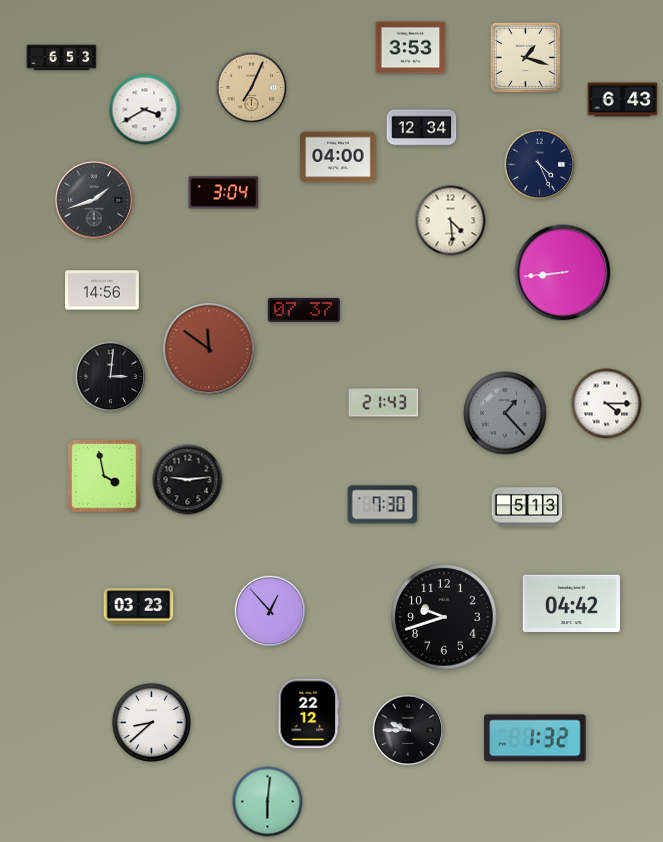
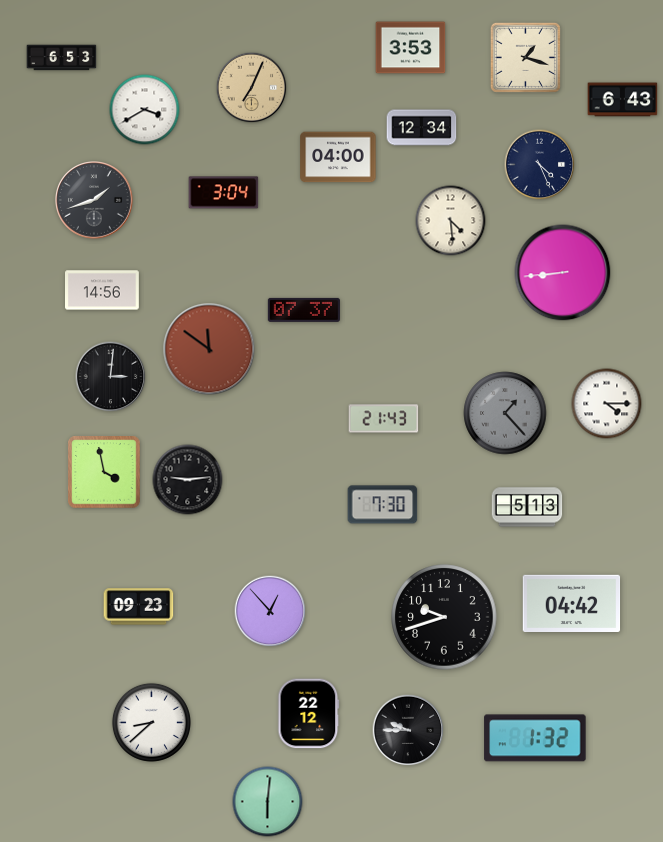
clock at (384, 403) position: (384, 403) -> (384, 419)
clock at (104, 476) position: (104, 476) -> (104, 472)
clock at (139, 607): 03:23 -> 09:23
